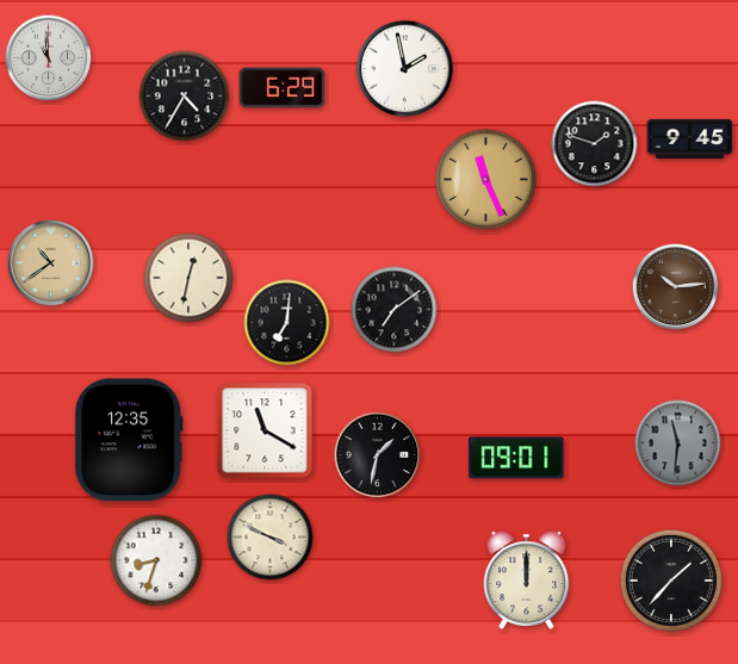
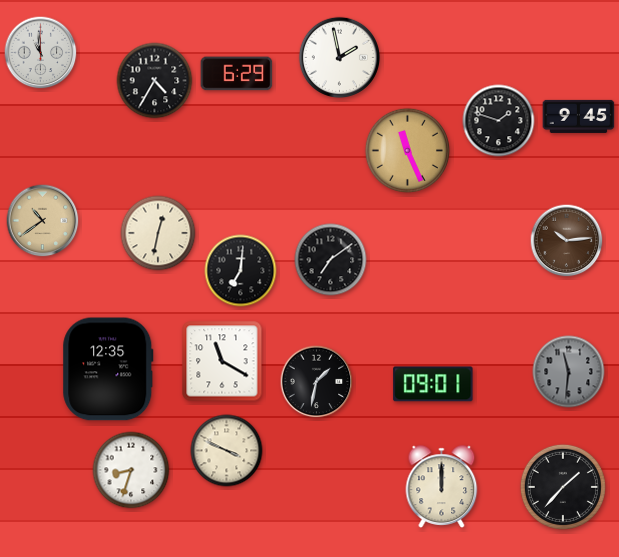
clock at (49, 58) position: (49, 58) -> (41, 53)
